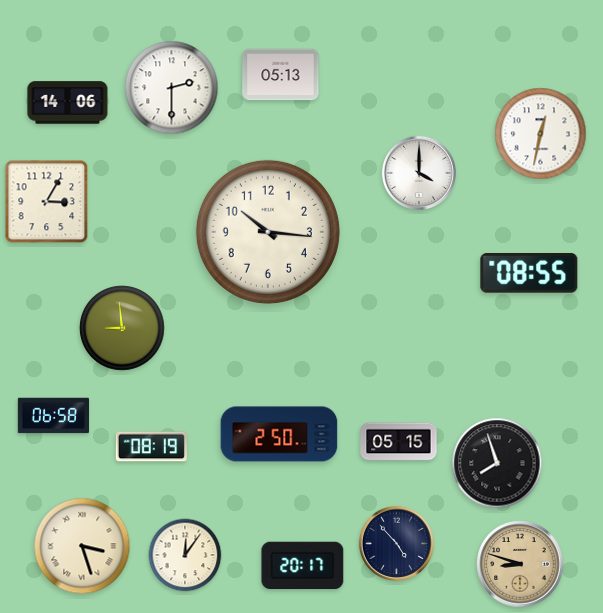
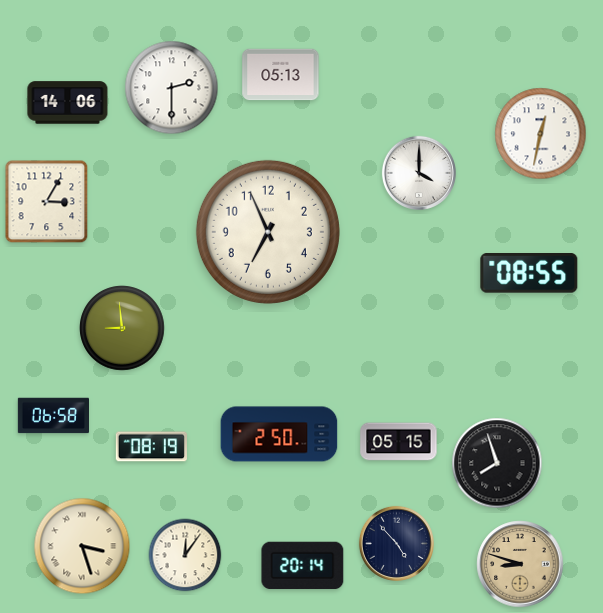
clock at (268, 232): 10:16 -> 6:56
clock at (303, 566): 20:17 -> 20:14
